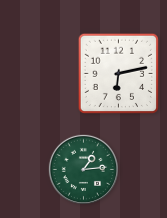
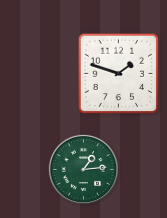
clock at (118, 73): 6:13 -> 1:48
